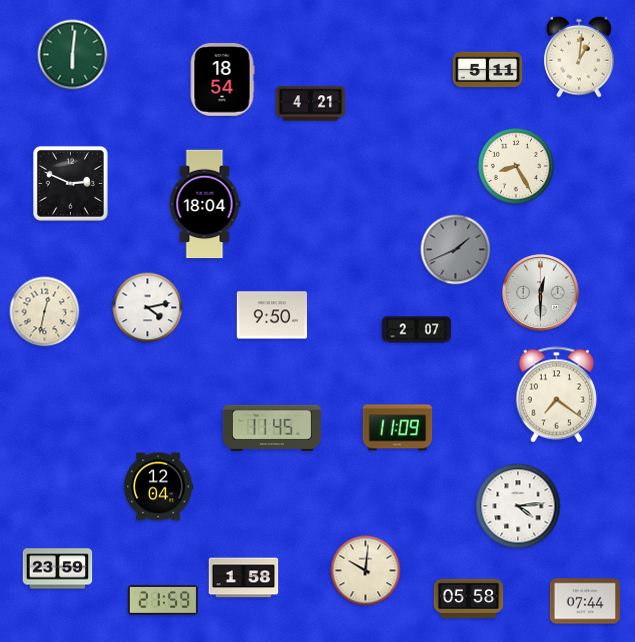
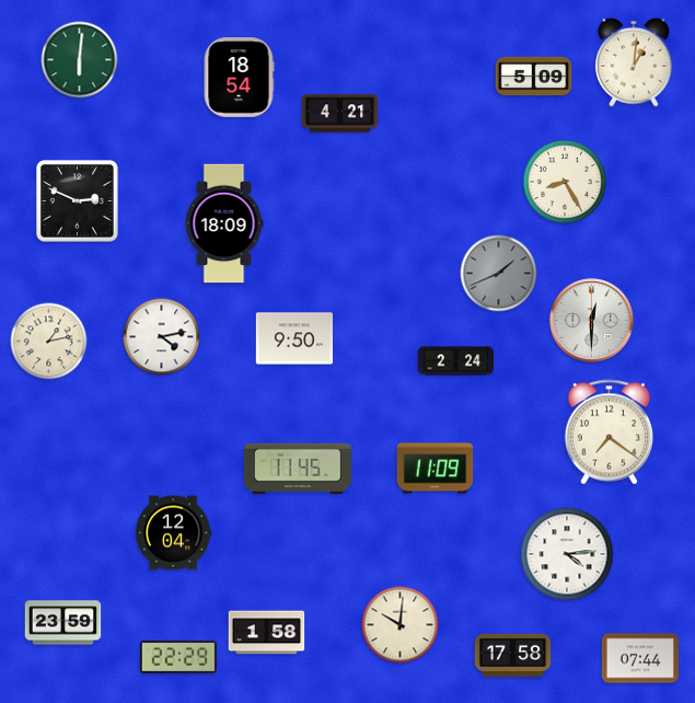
clock at (488, 70): 5:11 -> 5:09
clock at (222, 80) position: (222, 80) -> (239, 78)
clock at (205, 204): 18:04 -> 18:09
clock at (45, 312): 12:32 -> 1:13
clock at (271, 315) position: (271, 315) -> (293, 338)
clock at (417, 330): 2:07 -> 2:24
clock at (469, 598): 05:58 -> 17:58
clock at (162, 600): 21:59 -> 22:29
